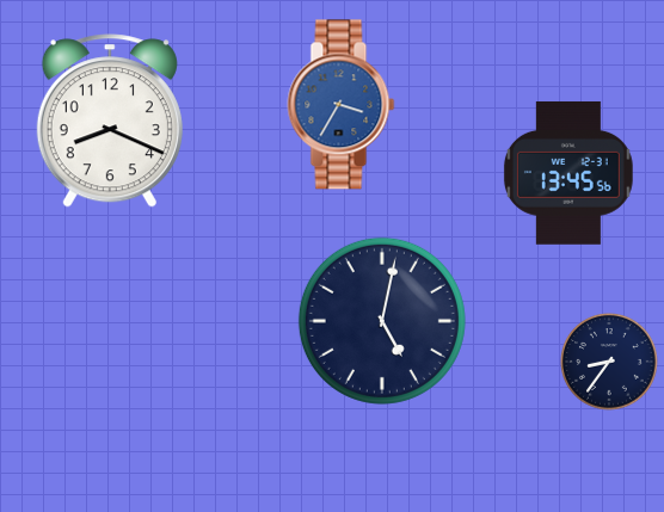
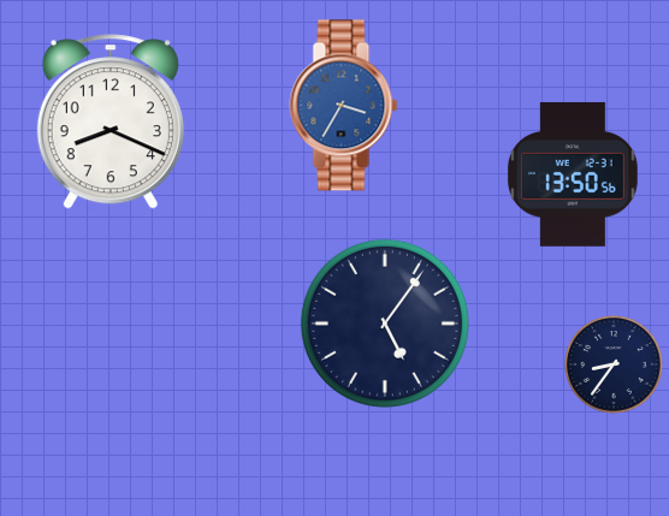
clock at (568, 173): 13:45 -> 13:50
clock at (382, 321): 5:02 -> 5:06
